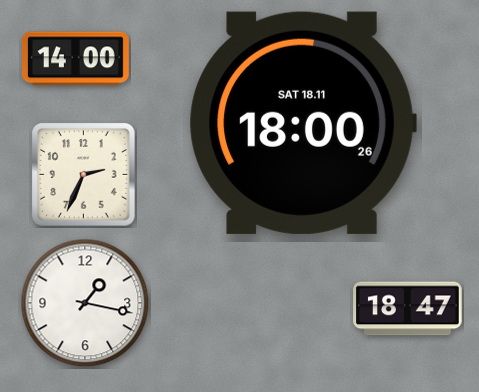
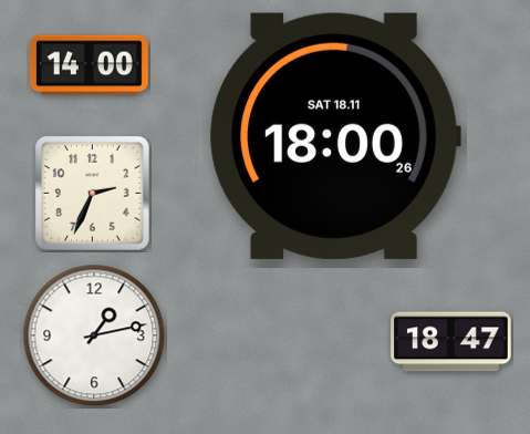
clock at (75, 59) position: (75, 59) -> (89, 65)
clock at (85, 303): 1:17 -> 1:13
